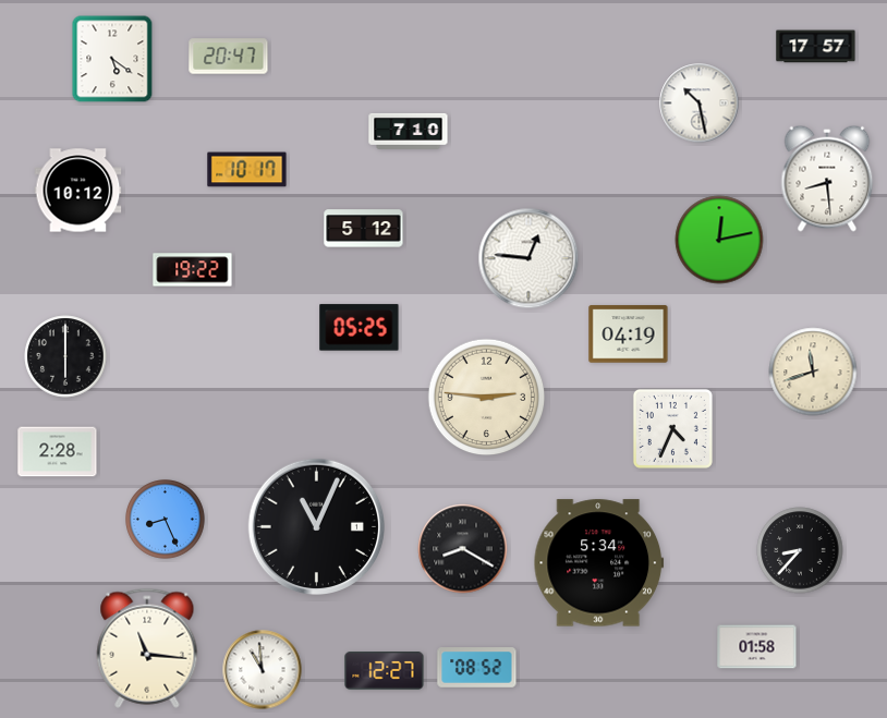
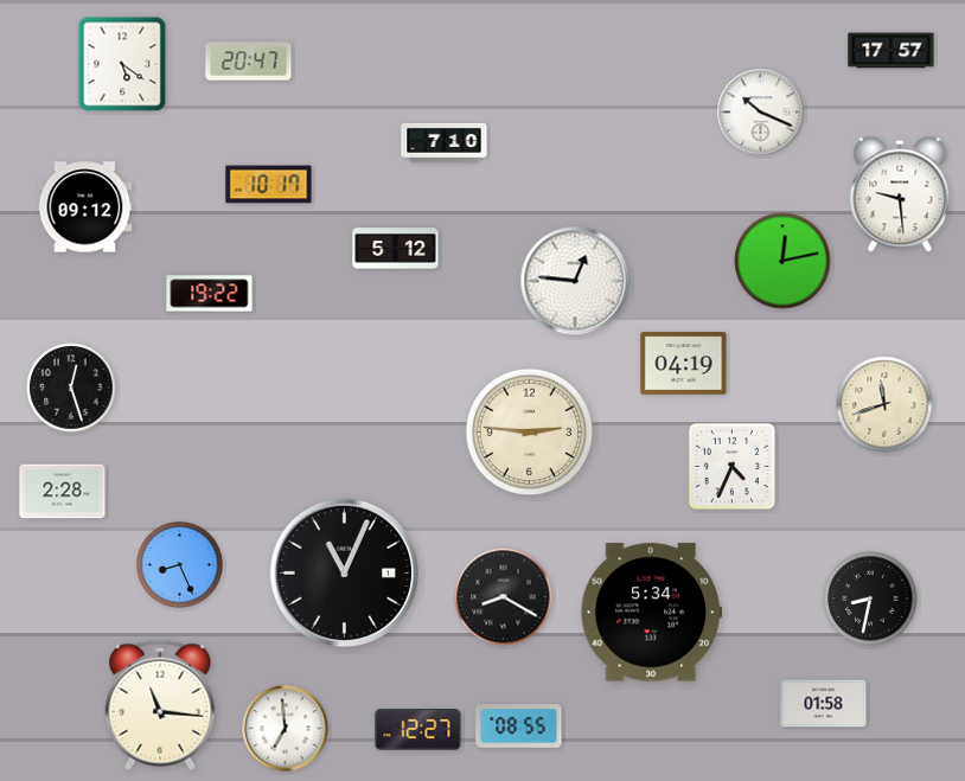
clock at (816, 47) position: (816, 47) -> (891, 51)
clock at (700, 104): 10:28 -> 10:19
clock at (827, 179): 8:29 -> 9:29
clock at (78, 191): 10:12 -> 09:12
clock at (360, 328): 05:25 -> none
clock at (65, 356): 6:00 -> 12:27
clock at (800, 550): 8:37 -> 8:32
clock at (477, 668): 08:52 -> 08:55
clock at (263, 670): 10:59 -> 6:59
